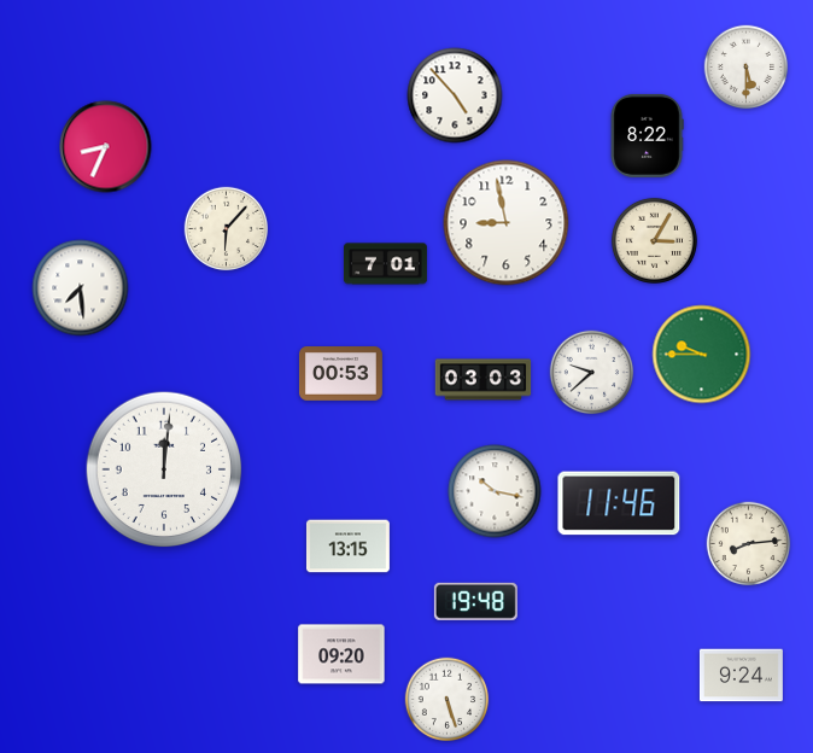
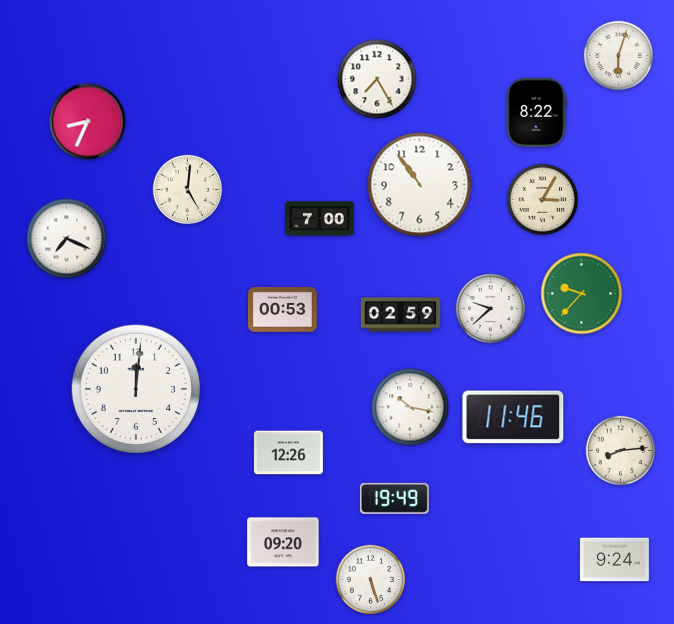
clock at (747, 68): 5:30 -> 6:03
clock at (455, 95): 4:53 -> 7:25
clock at (507, 223): 8:58 -> 10:54
clock at (227, 229): 6:07 -> 5:01
clock at (385, 264): 7:01 -> 7:00
clock at (81, 288): 7:29 -> 7:19
clock at (702, 355): 9:45 -> 9:37
clock at (484, 380): 03:03 -> 02:59
clock at (347, 547): 13:15 -> 12:26
clock at (475, 601): 19:48 -> 19:49
